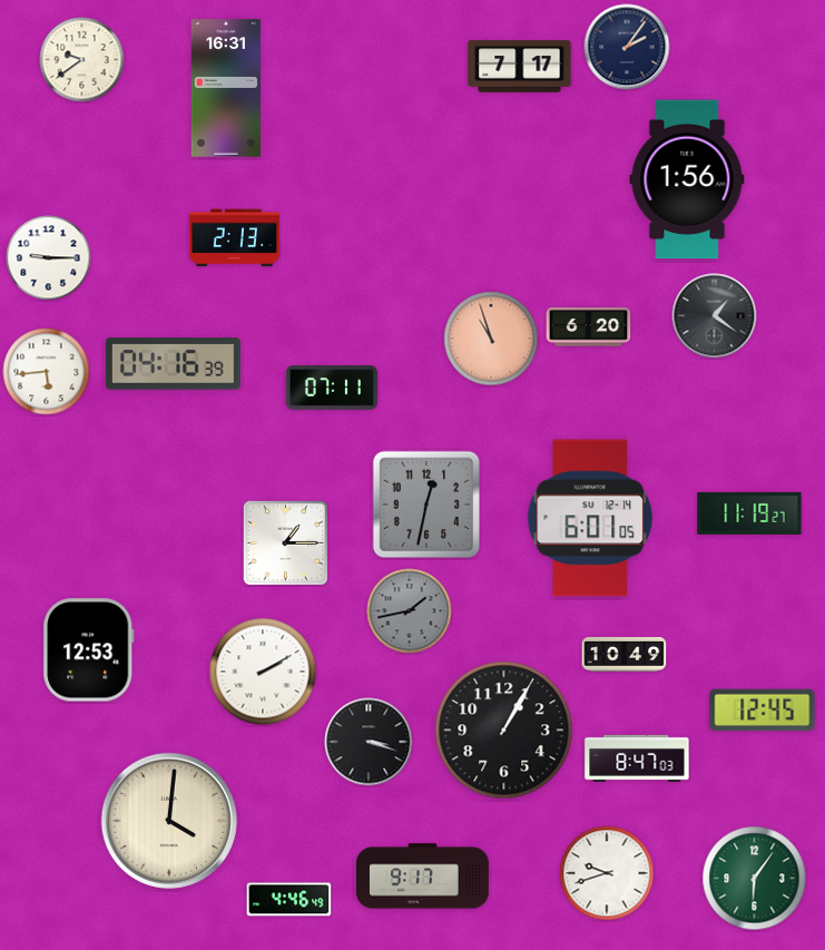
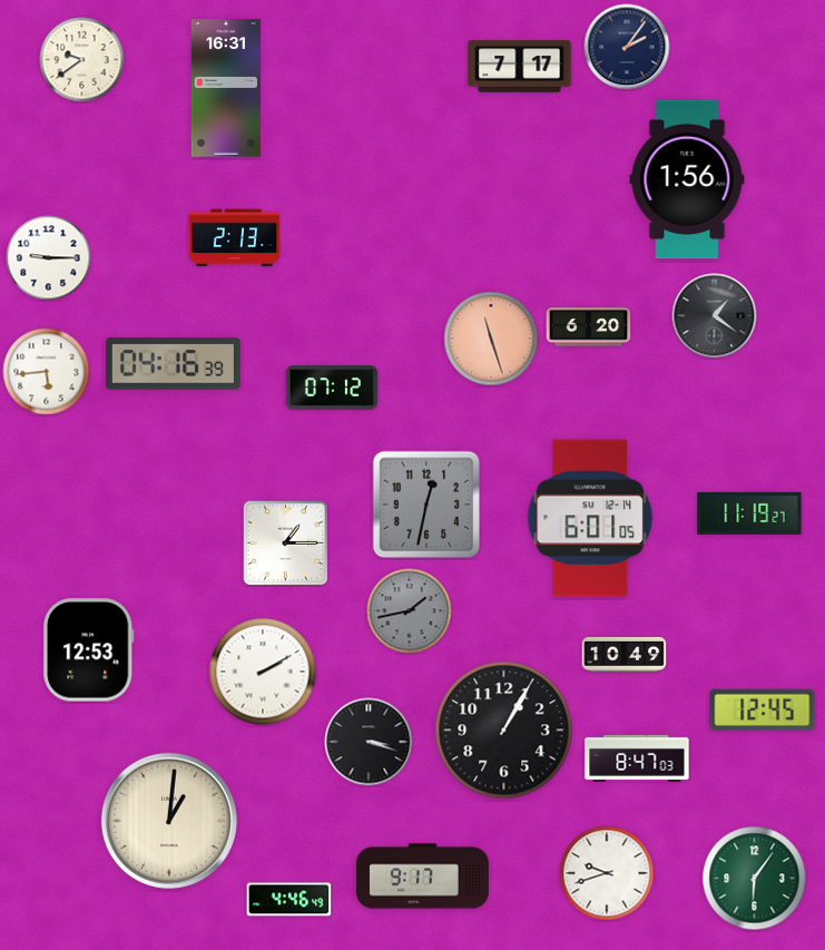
clock at (491, 339): 10:57 -> 11:27
clock at (332, 388): 07:11 -> 07:12
clock at (169, 821): 4:01 -> 1:01
